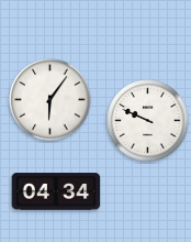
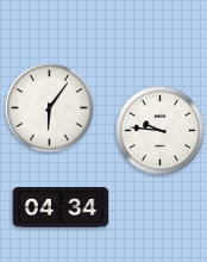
clock at (50, 100) position: (50, 100) -> (50, 108)
clock at (148, 121): 9:49 -> 9:46
